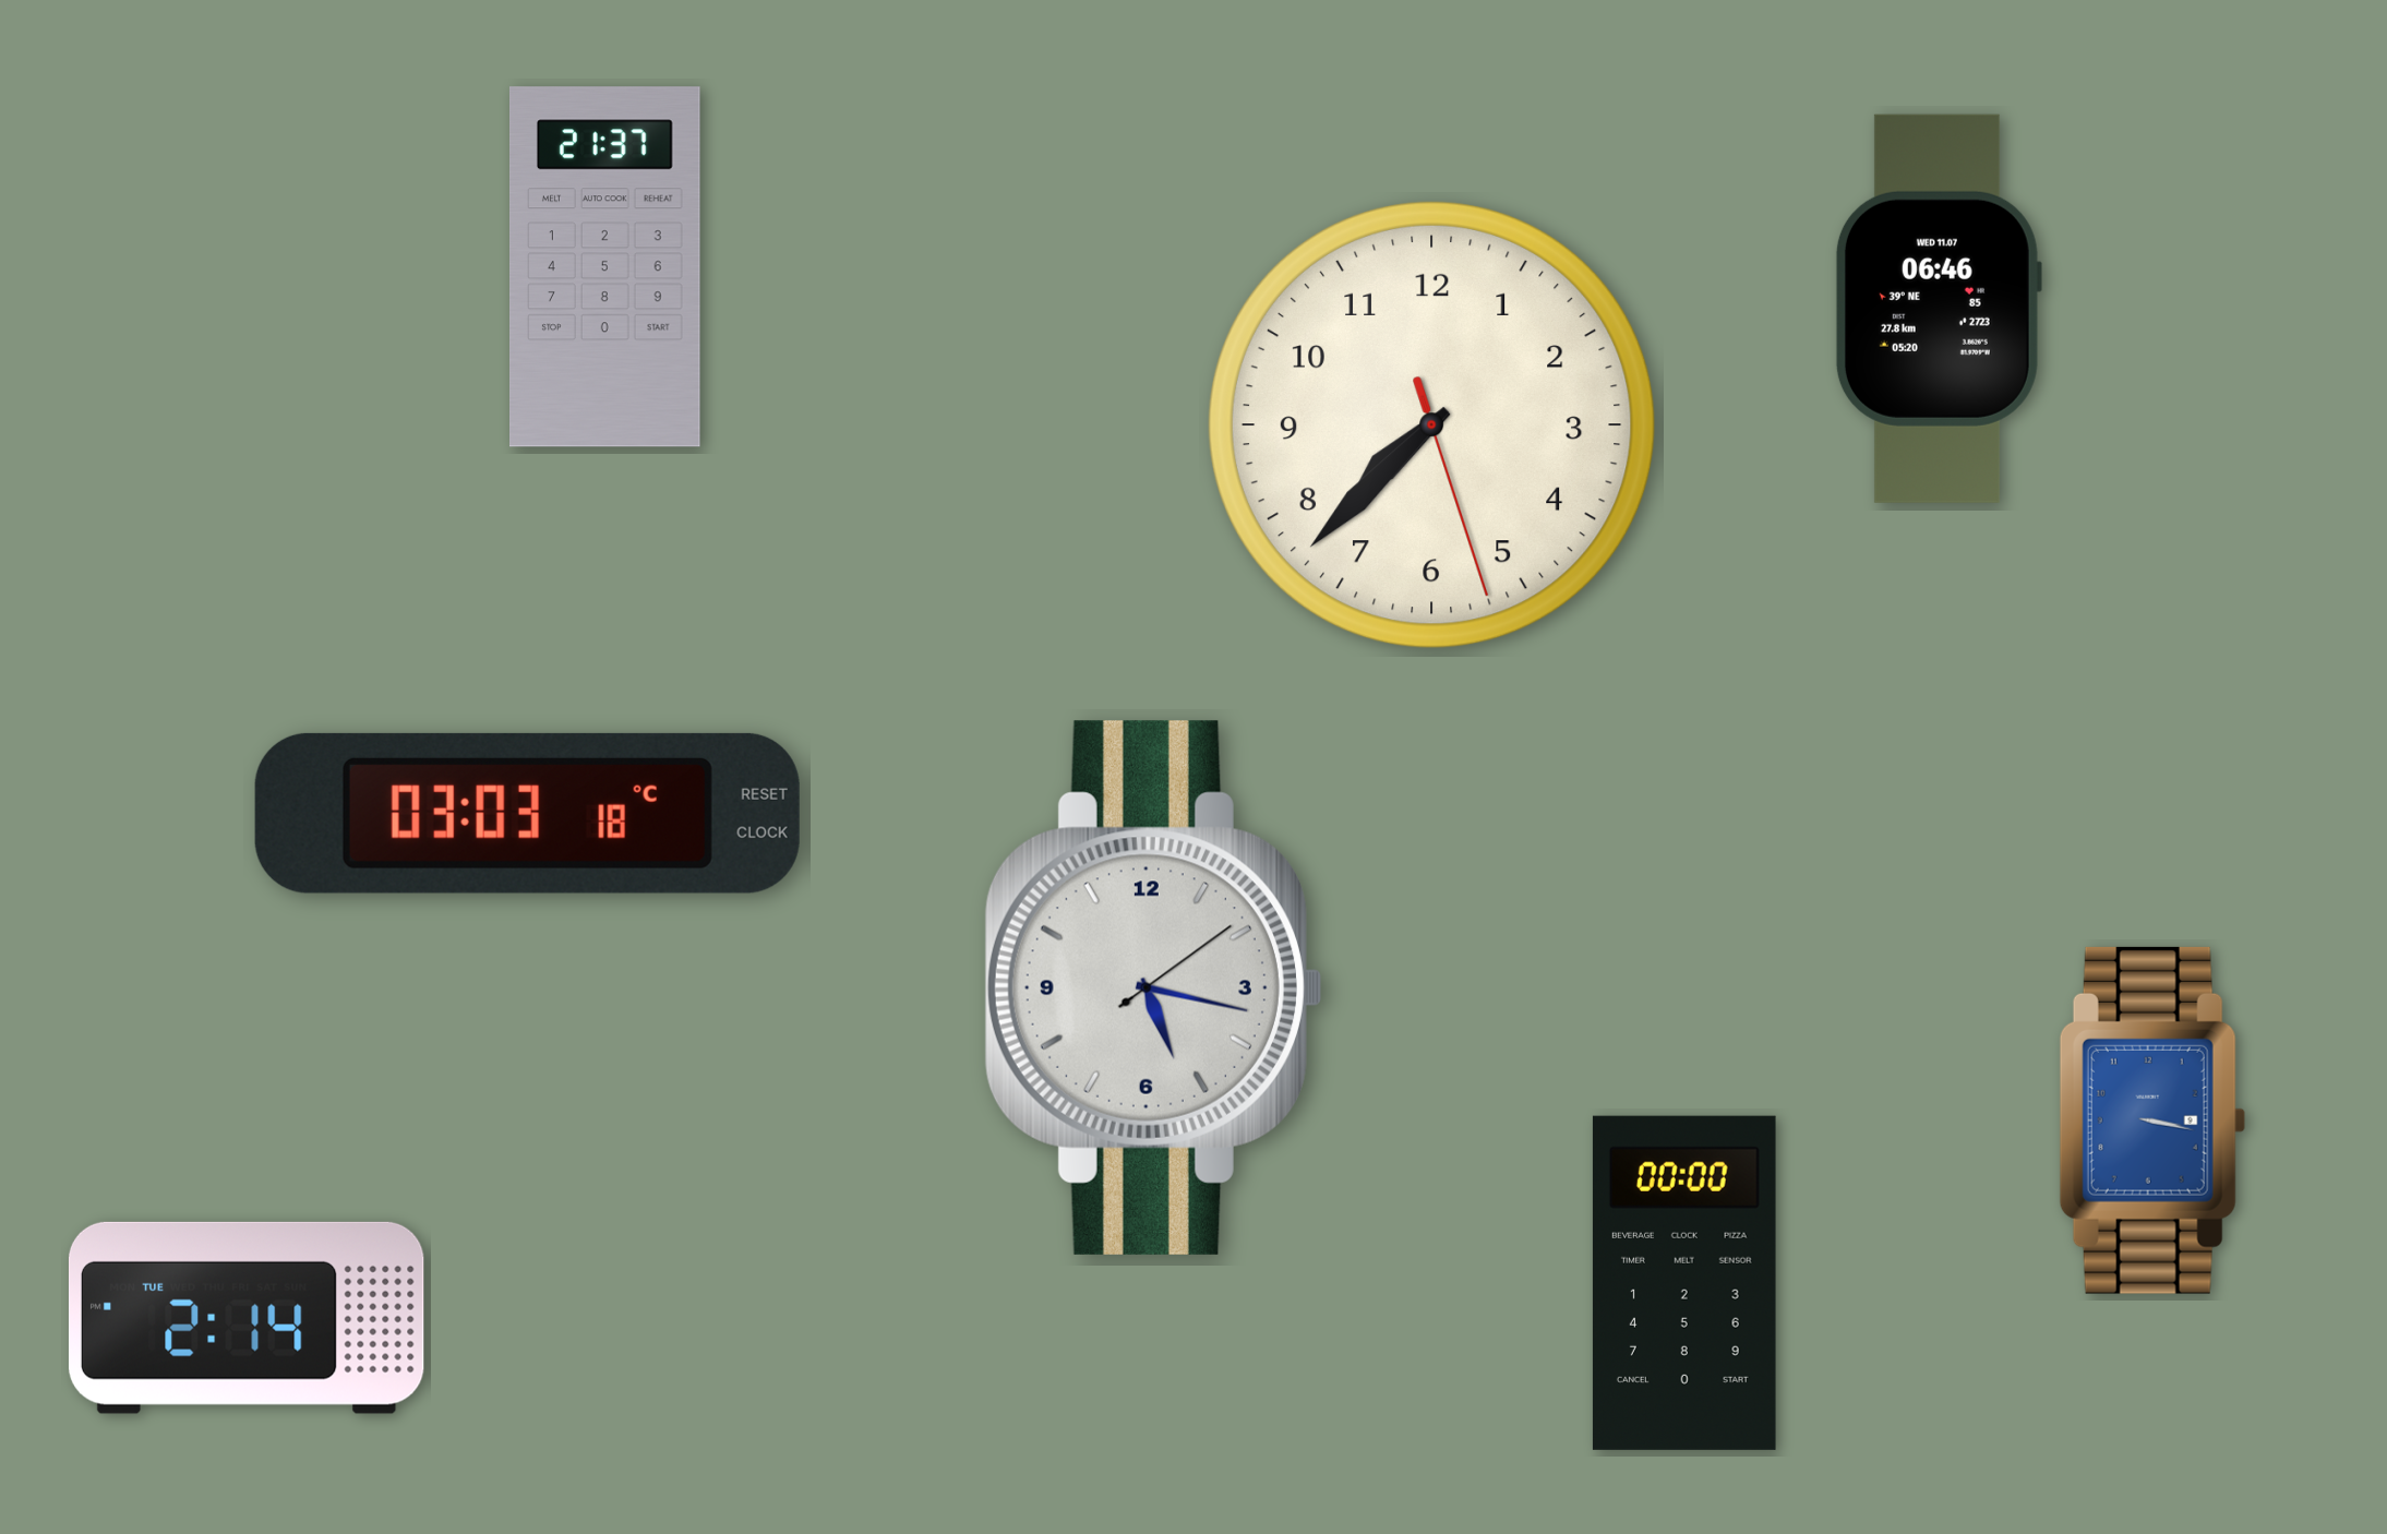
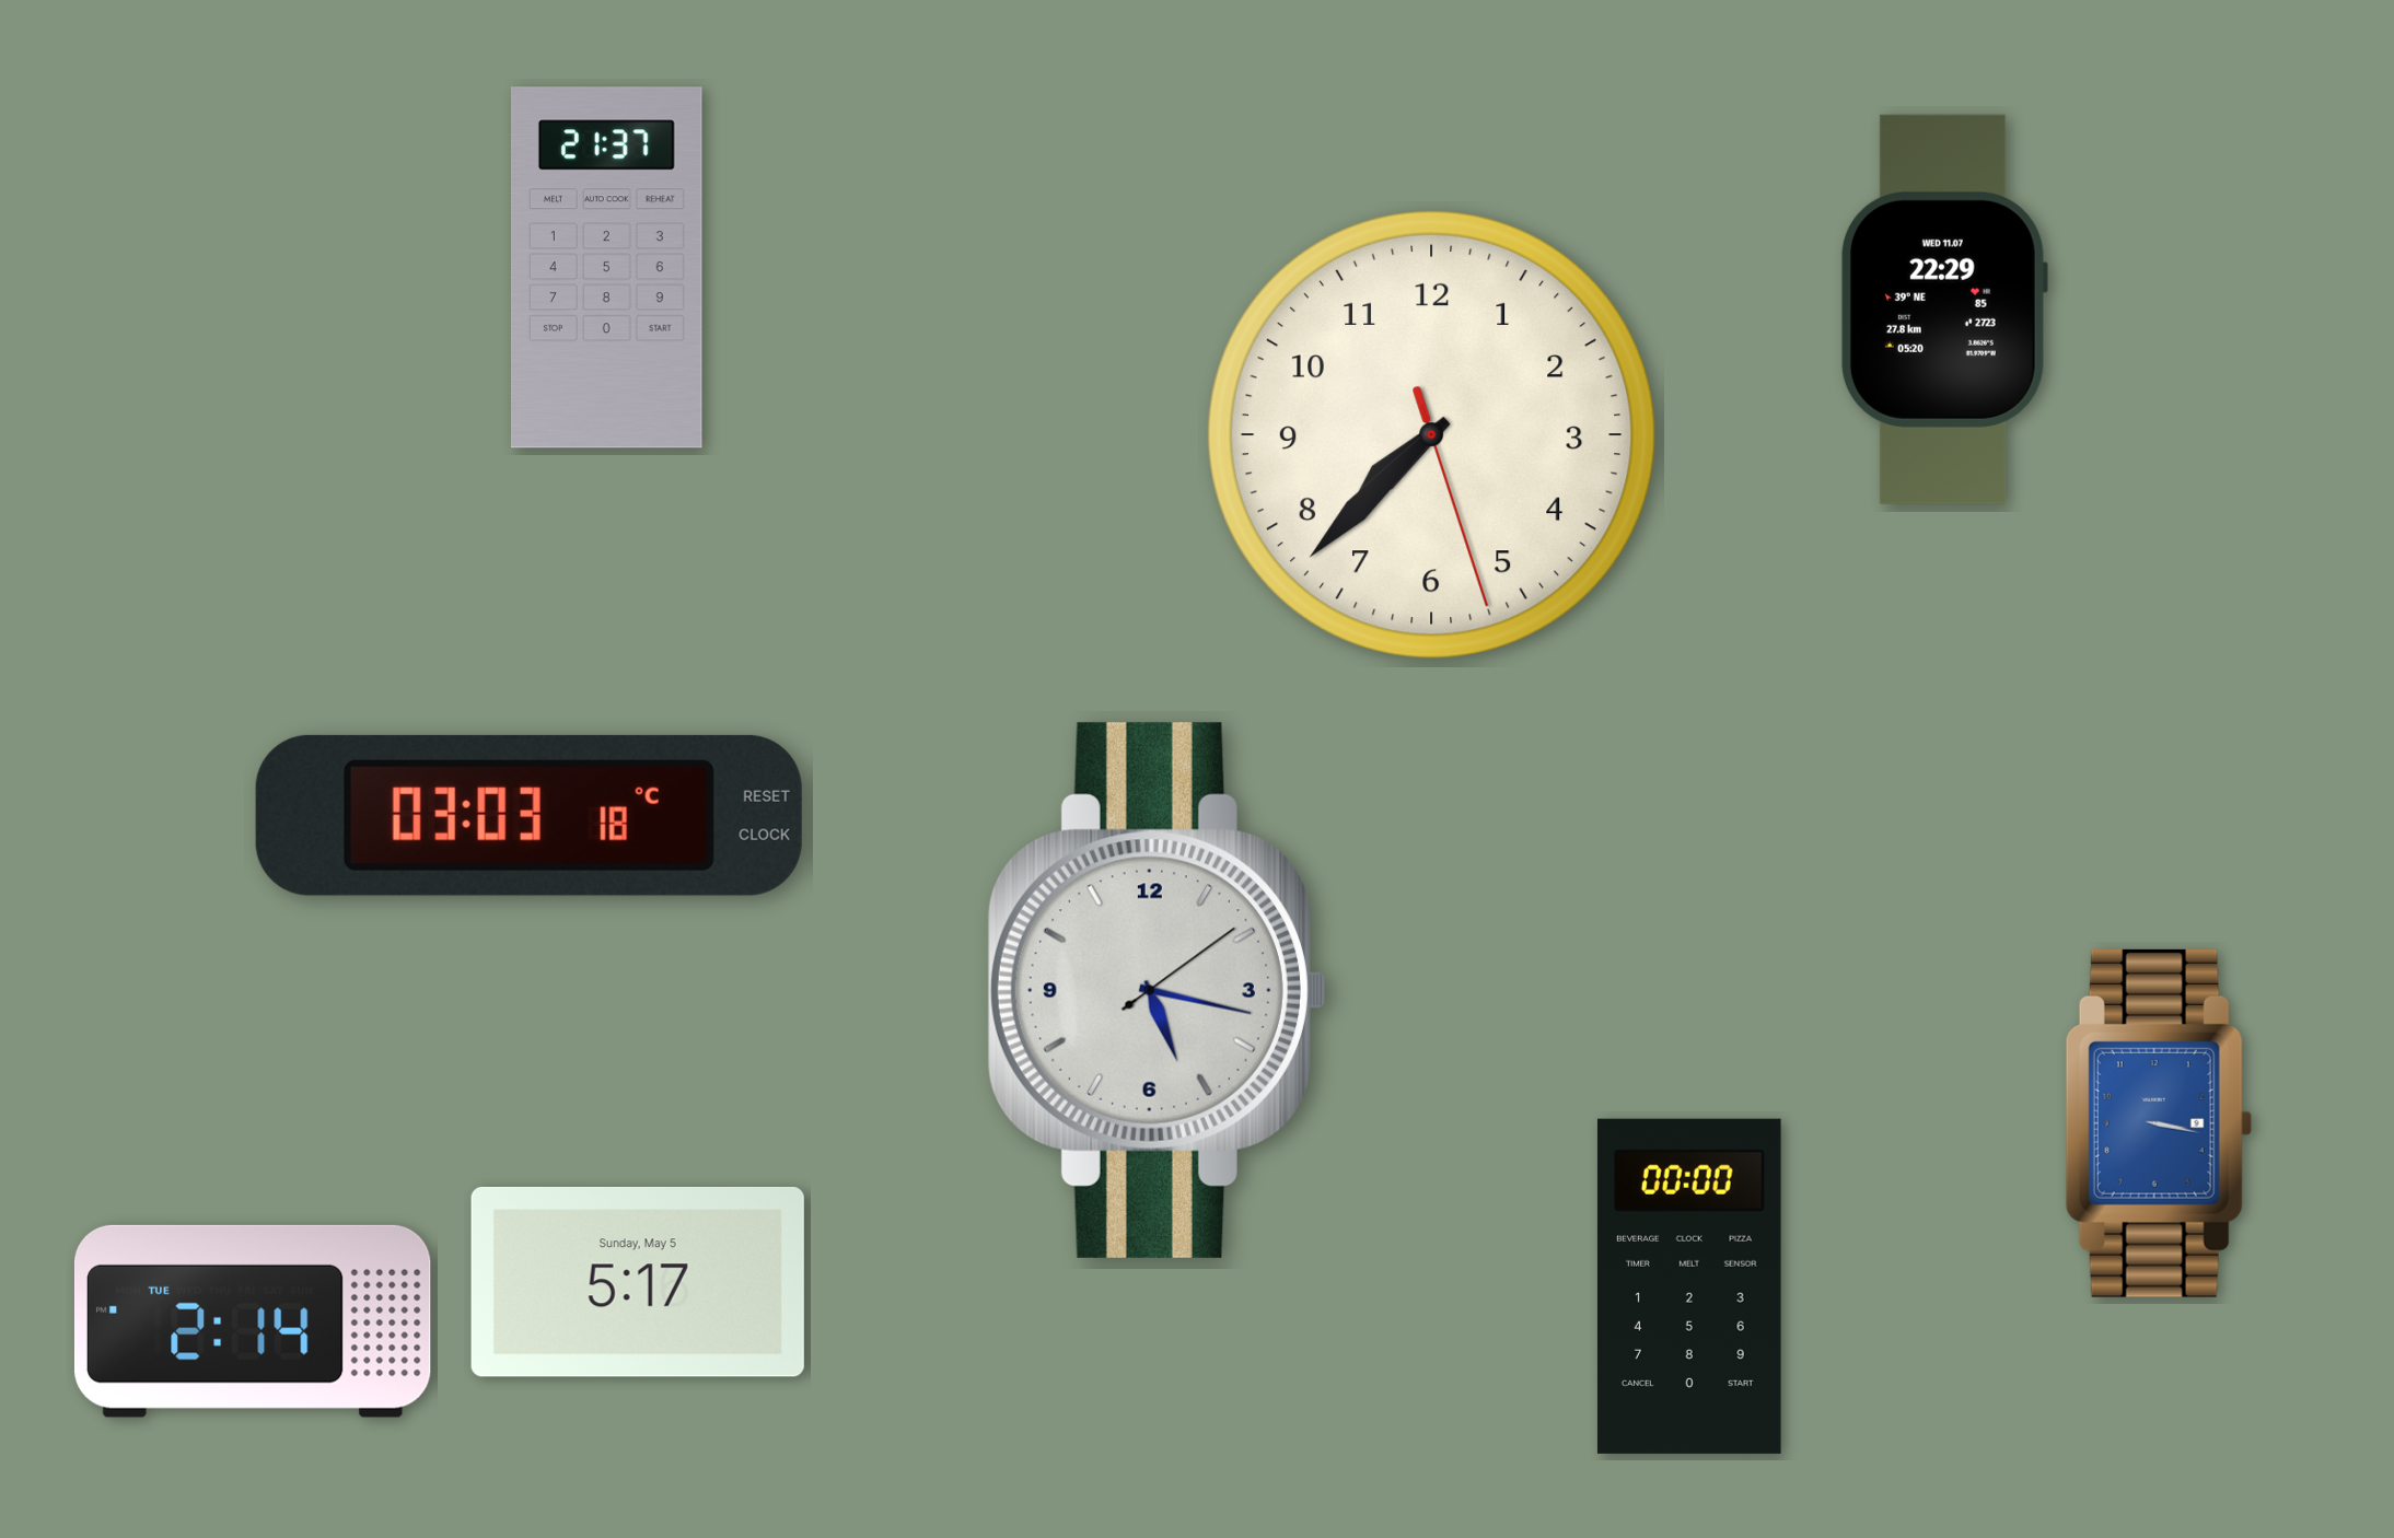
clock at (1938, 309): 06:46 -> 22:29
clock at (1431, 424) position: (1431, 424) -> (1431, 434)
clock at (638, 1282): none -> 5:17
clock at (247, 1318) position: (247, 1318) -> (253, 1321)
